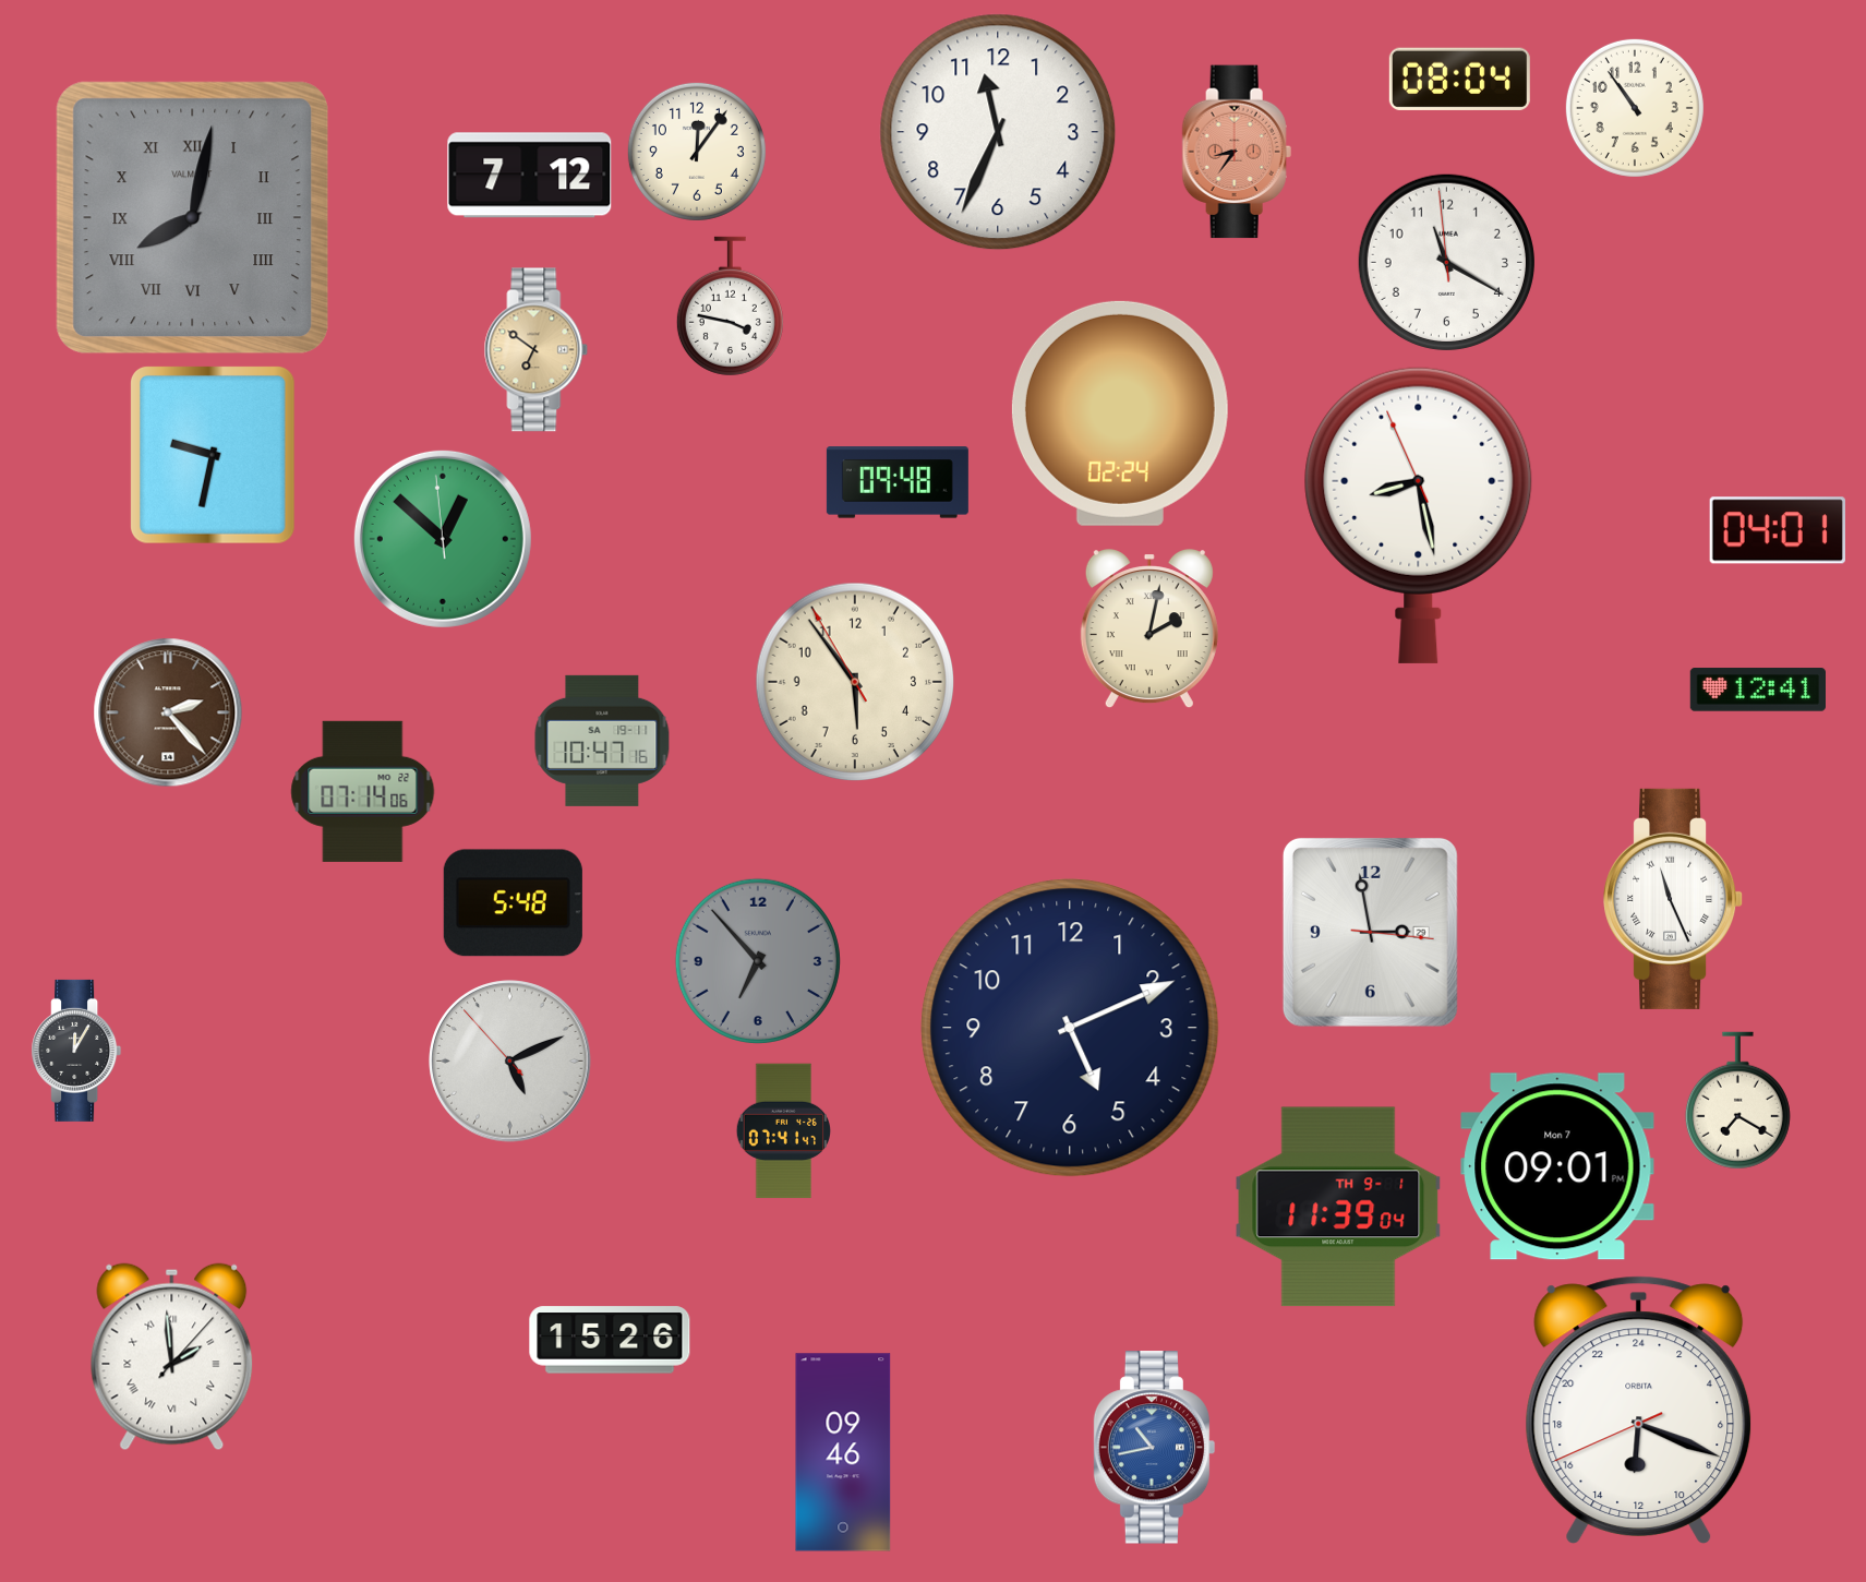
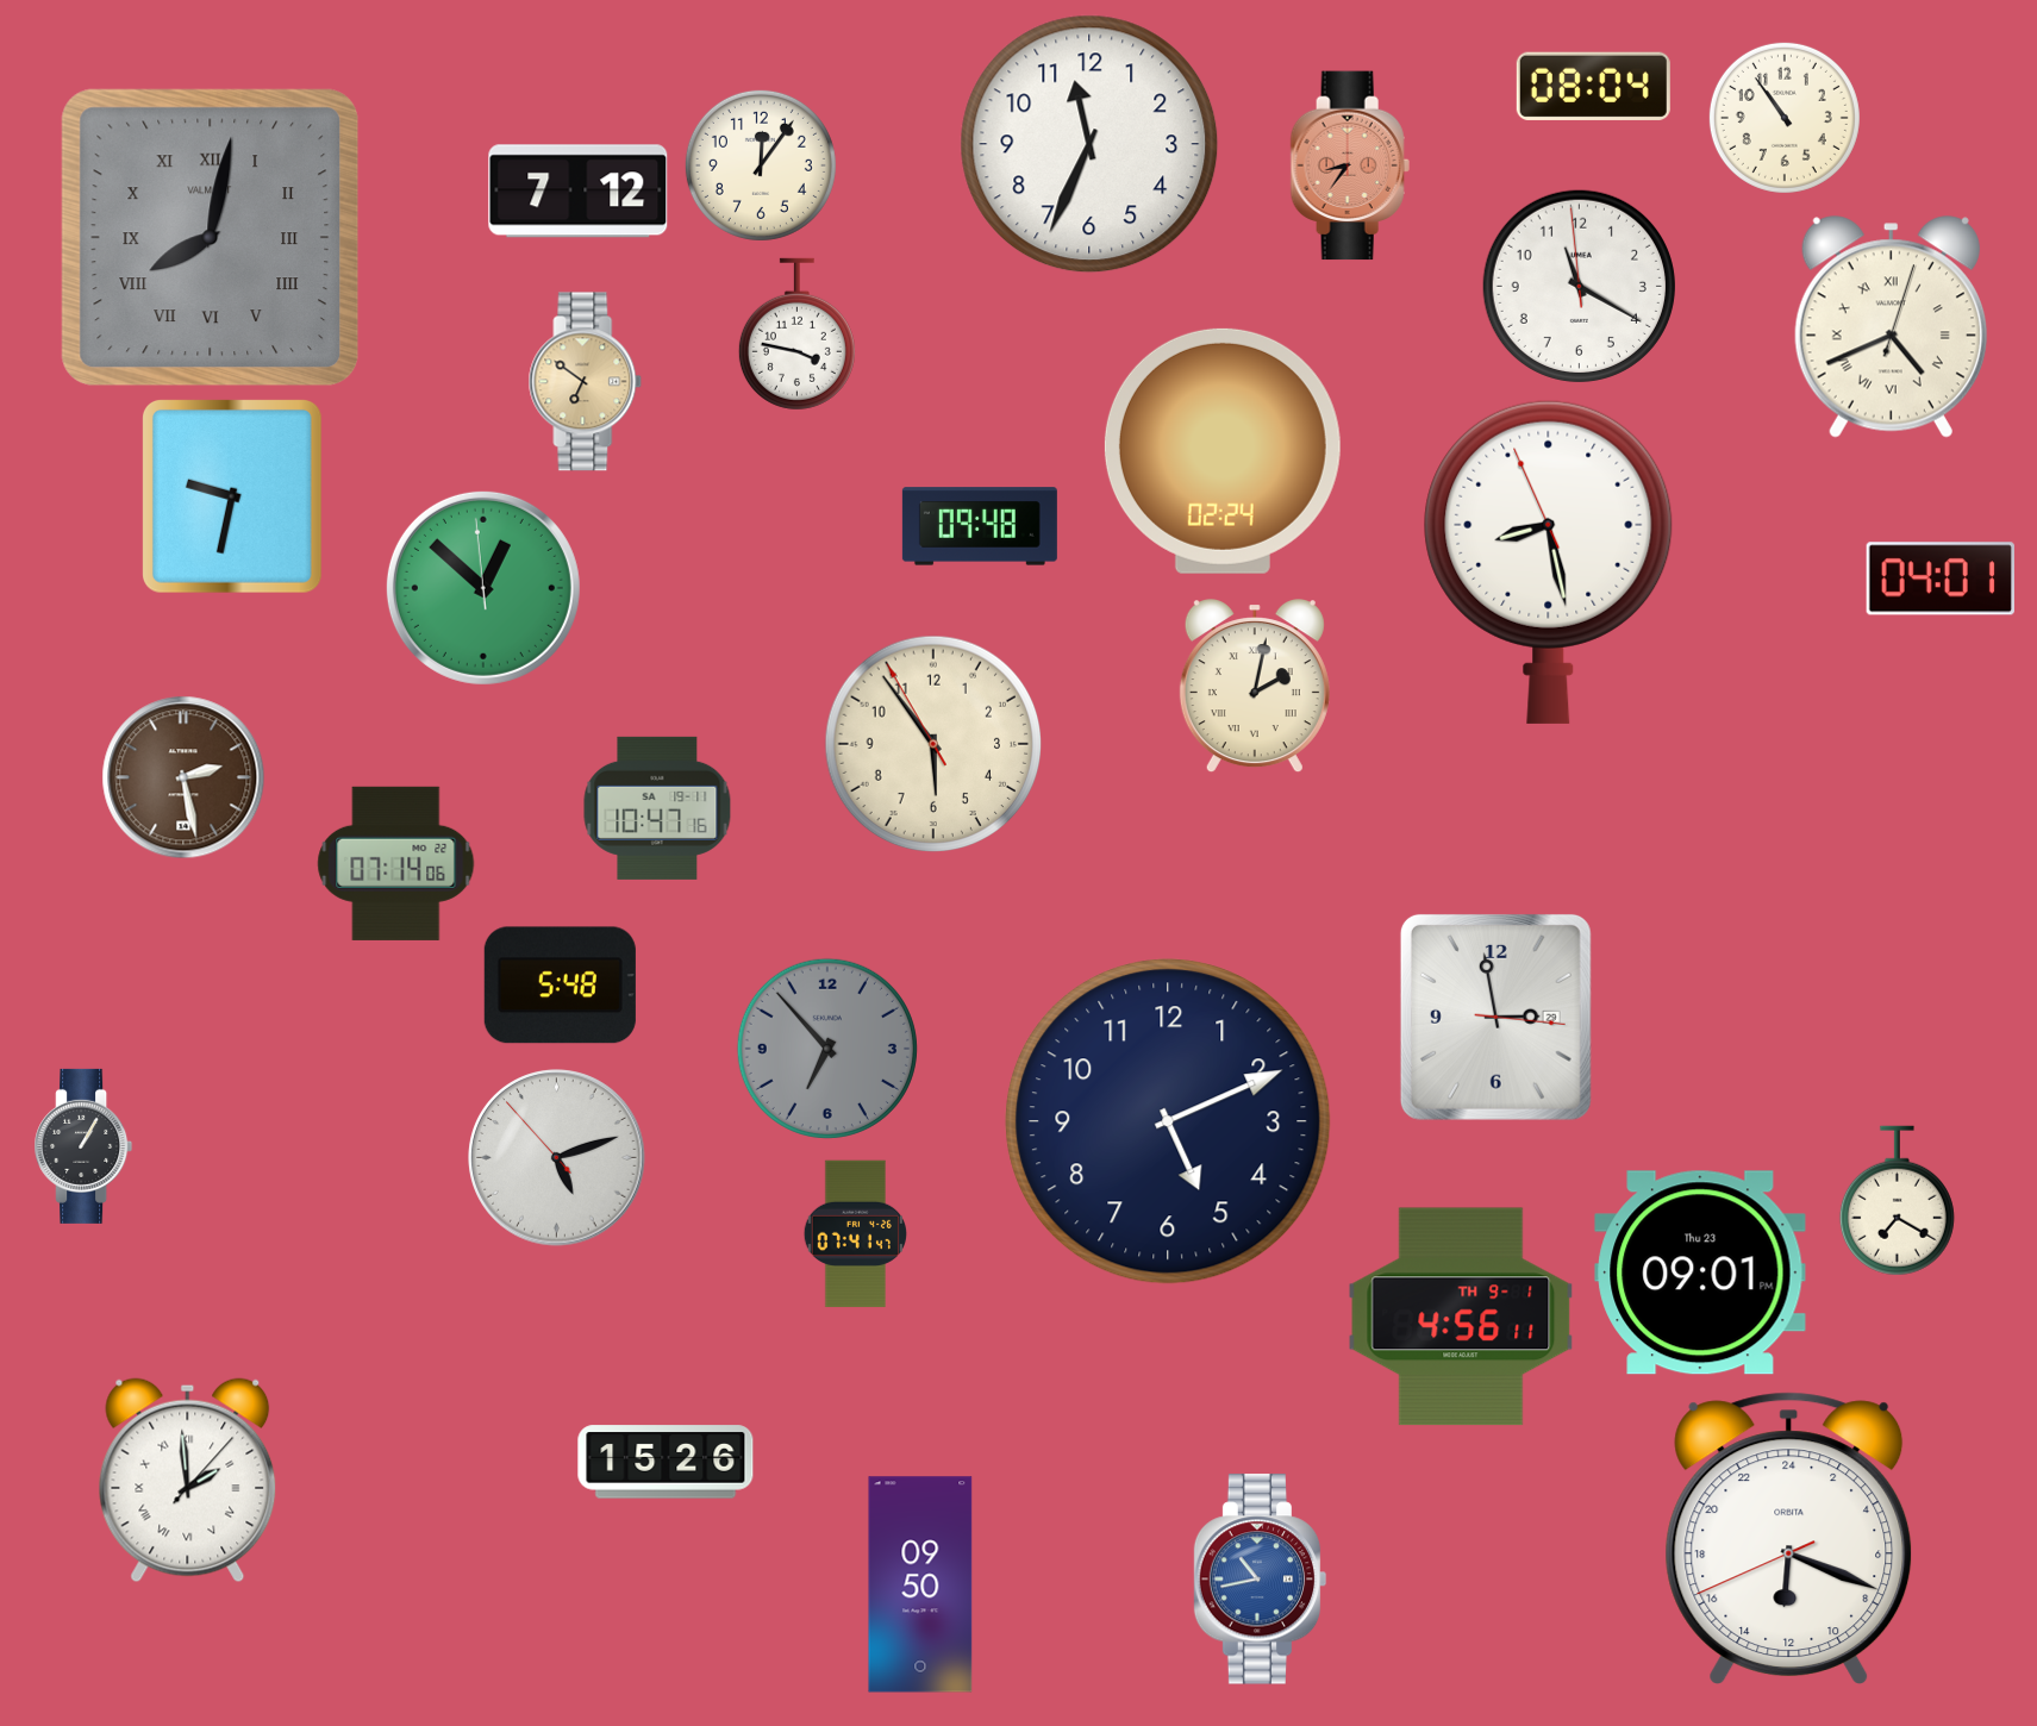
clock at (1891, 327): none -> 4:41
clock at (1757, 690): 12:41 -> none
clock at (168, 712): 2:23 -> 2:28
clock at (1674, 899): 11:26 -> none
clock at (76, 1051): 12:05 -> 1:05
clock at (510, 1062): 5:10 -> 5:11
clock at (1557, 1166) date: Mon 7 -> Thu 23
clock at (1338, 1207): 11:39 -> 4:56
clock at (843, 1452): 09:46 -> 09:50
